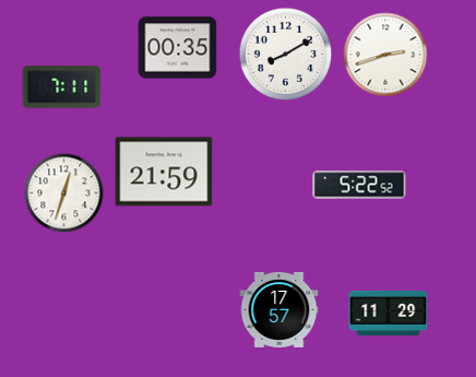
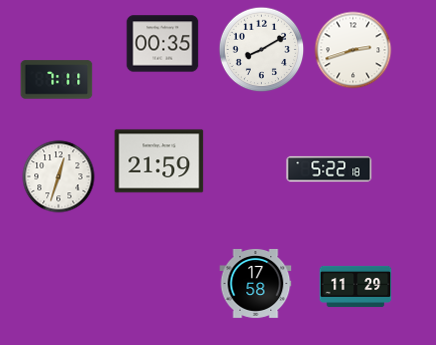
clock at (164, 172) position: (164, 172) -> (159, 161)
clock at (359, 185): 5:22:52 -> 5:22:18
clock at (279, 309): 17:57 -> 17:58
